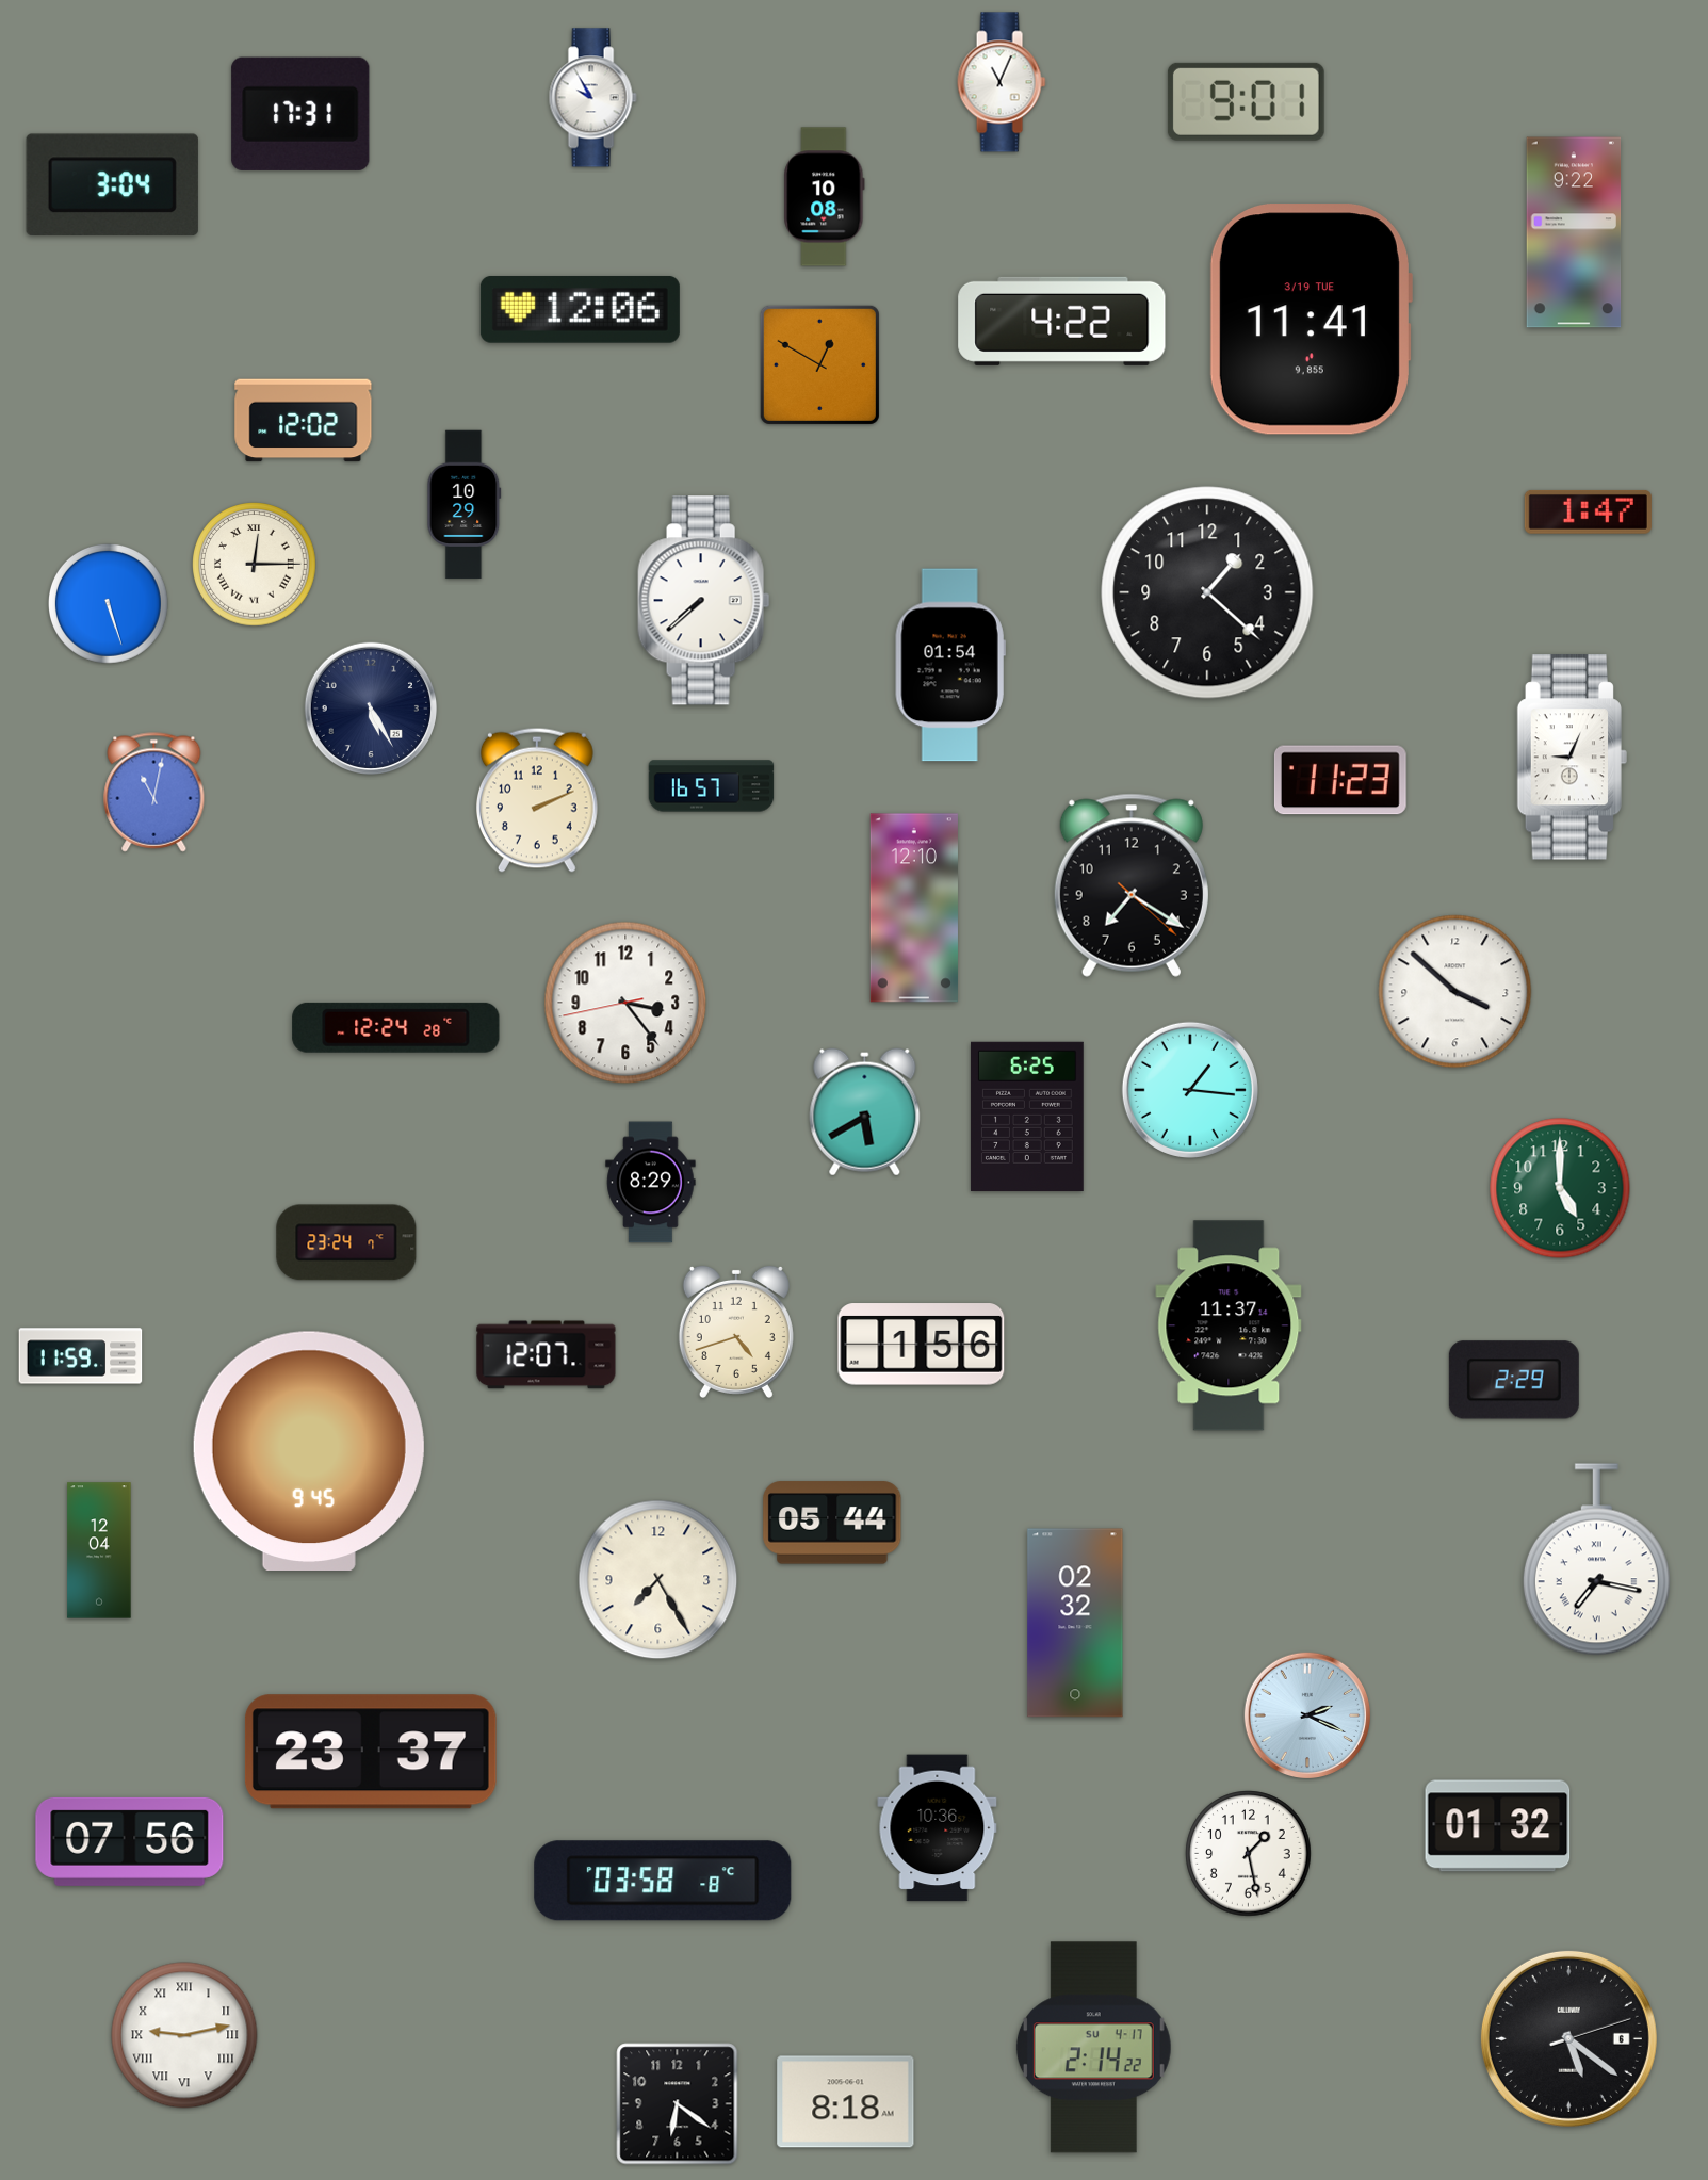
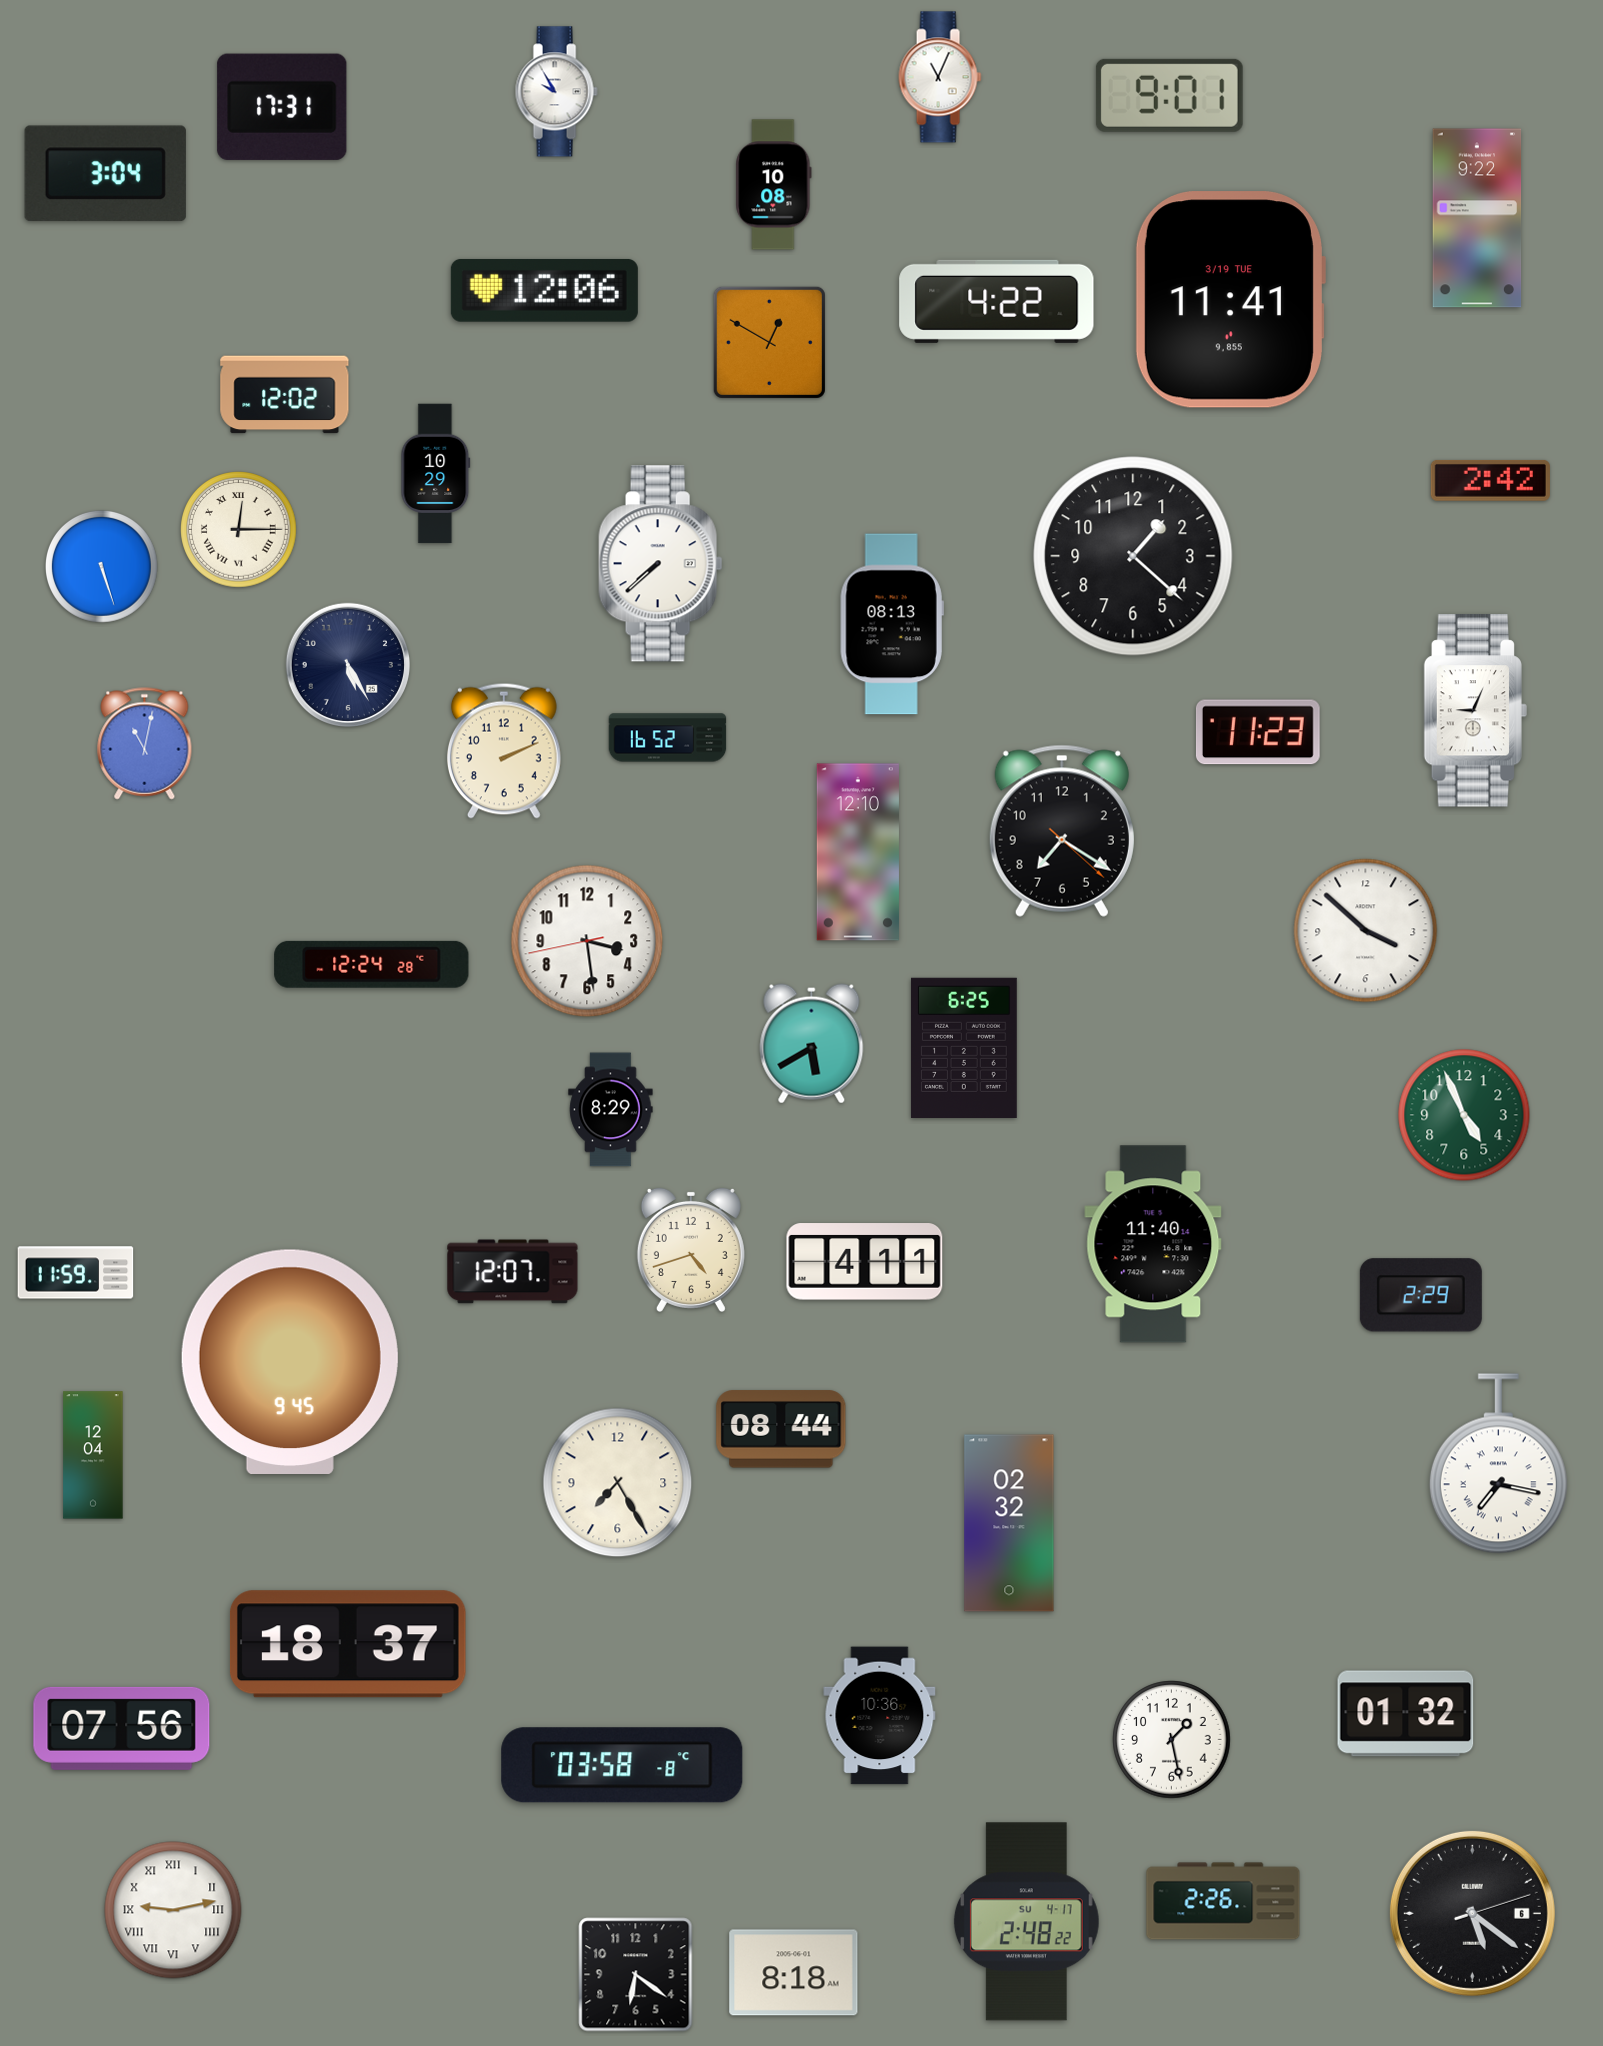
clock at (1588, 511): 1:47 -> 2:42
clock at (950, 665): 01:54 -> 08:13
clock at (712, 786): 16:57 -> 16:52
clock at (625, 1003): 3:23 -> 3:28
clock at (1190, 1090): 1:16 -> none
clock at (1560, 1188): 5:00 -> 4:56
clock at (346, 1242): 23:24 -> none
clock at (1229, 1325): 11:37 -> 11:40
clock at (922, 1345): 1:56 -> 4:11
clock at (832, 1523): 05:44 -> 08:44
clock at (1306, 1714): 2:19 -> none
clock at (371, 1752): 23:37 -> 18:37
clock at (1223, 1901): none -> 2:26
clock at (1093, 2048): 2:14 -> 2:48
